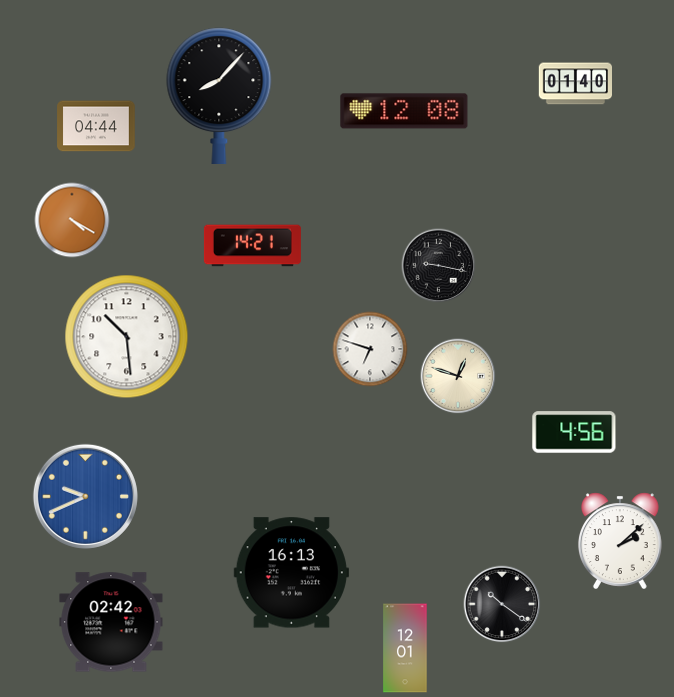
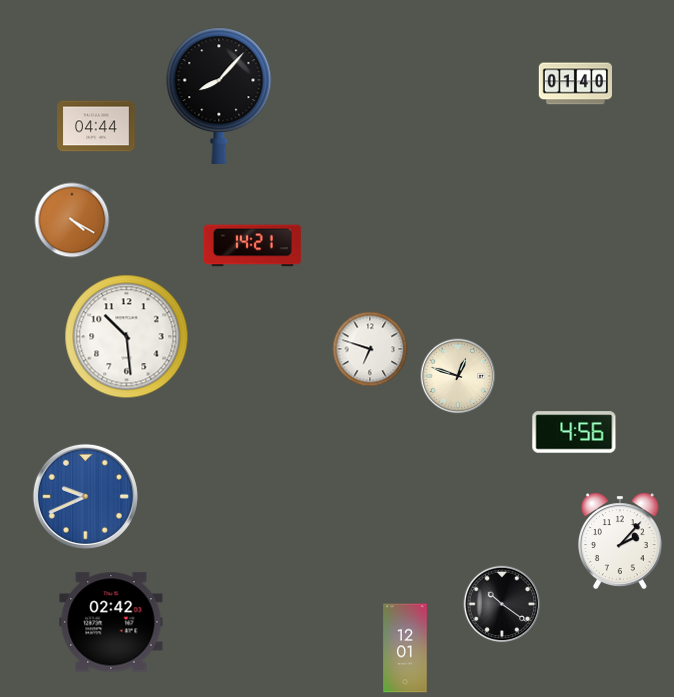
clock at (404, 111): 12:08 -> none
clock at (439, 266): 9:17 -> none
clock at (620, 541): 2:08 -> 2:07
clock at (291, 573): 16:13 -> none
